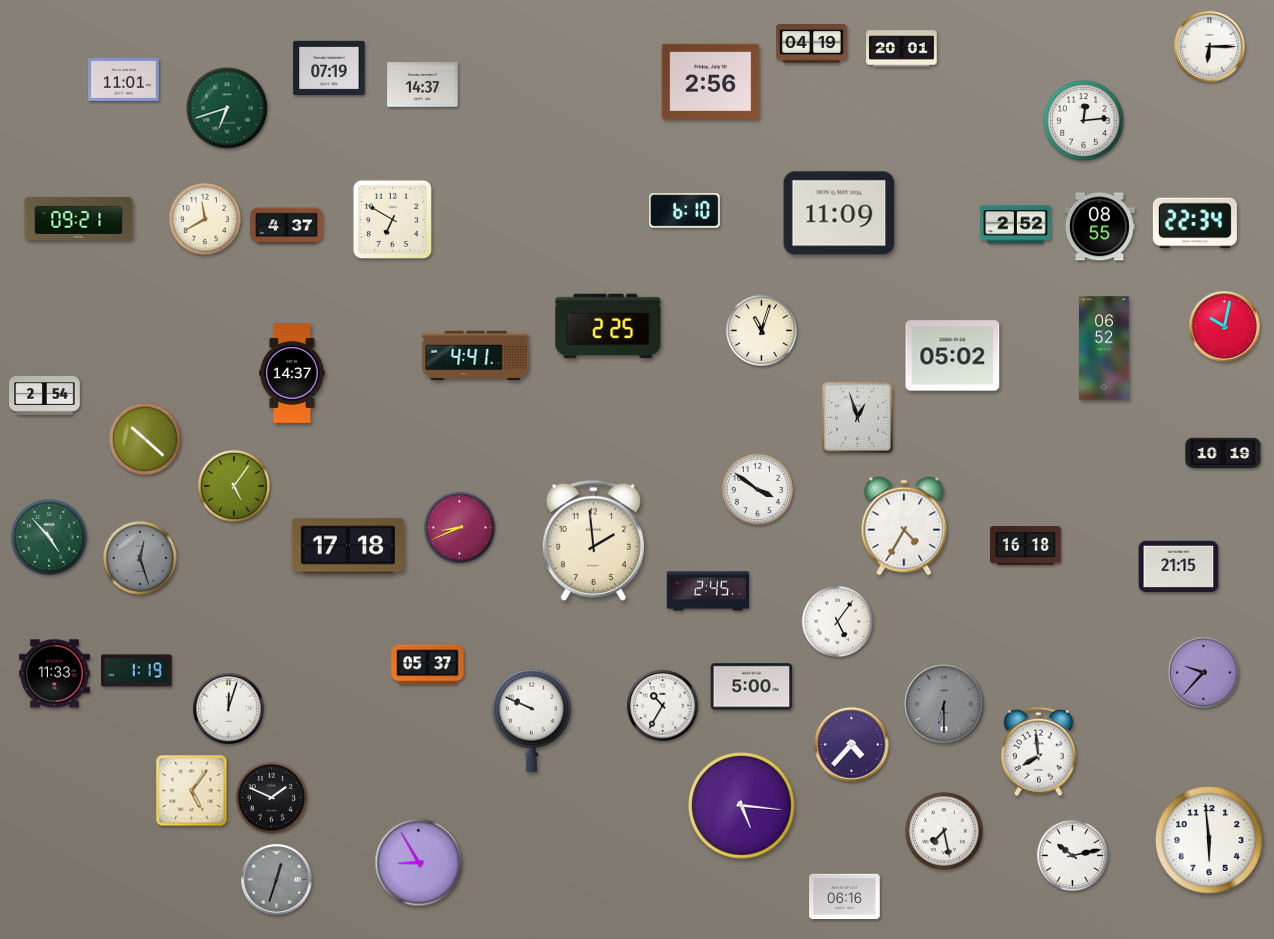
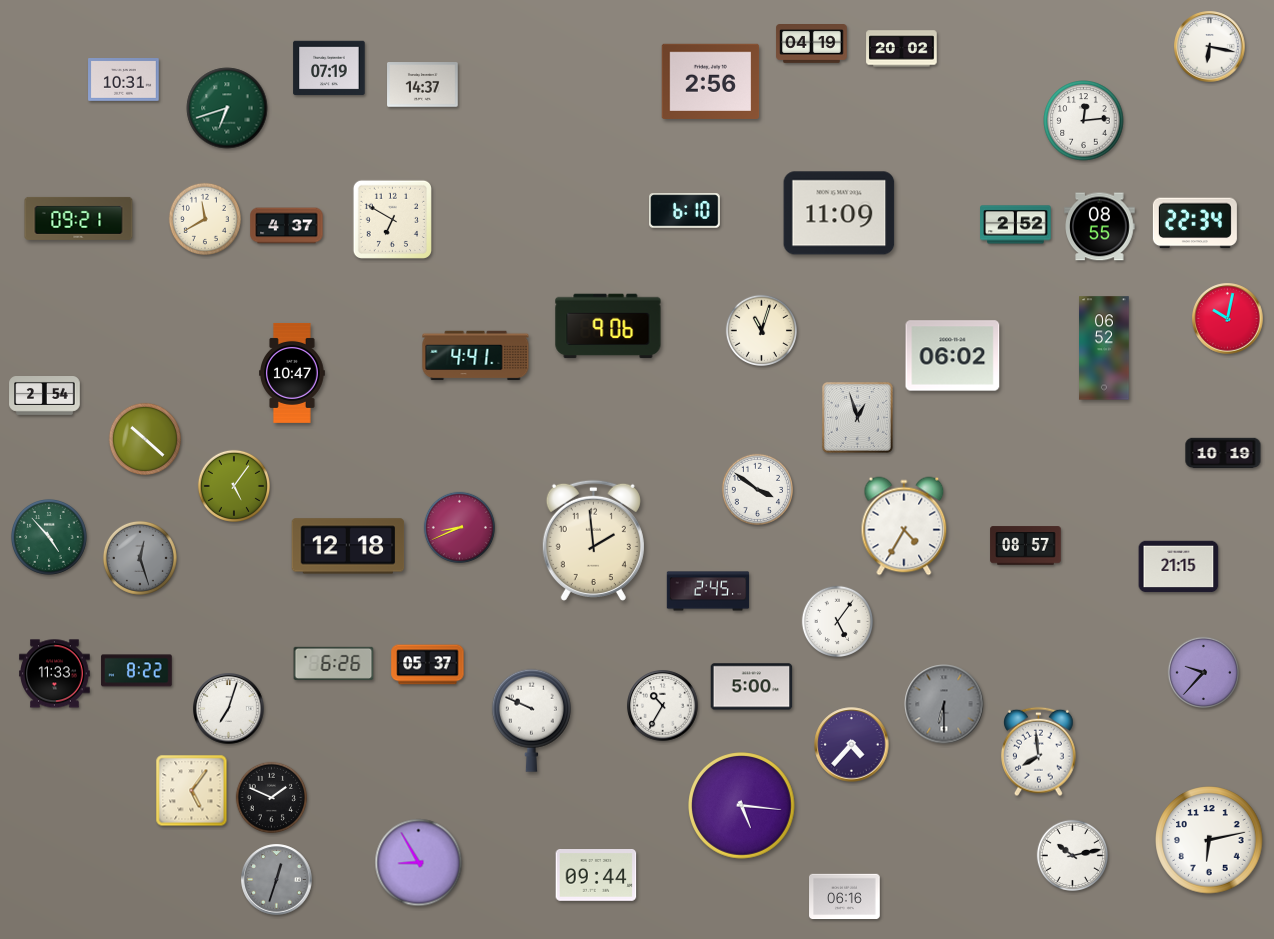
clock at (1210, 47): 6:15 -> 6:17
clock at (902, 49): 20:01 -> 20:02
clock at (124, 80): 11:01 -> 10:31
clock at (608, 326): 2:25 -> 9:06
clock at (1225, 327) position: (1225, 327) -> (1228, 319)
clock at (953, 356): 05:02 -> 06:02
clock at (293, 373): 14:37 -> 10:47
clock at (348, 546): 17:18 -> 12:18
clock at (1026, 546): 16:18 -> 08:57
clock at (334, 663): none -> 6:26
clock at (137, 671): 1:19 -> 8:22
clock at (229, 709): 12:03 -> 7:03
clock at (944, 831): 7:28 -> none
clock at (1209, 840): 5:59 -> 6:13
clock at (596, 876): none -> 09:44
